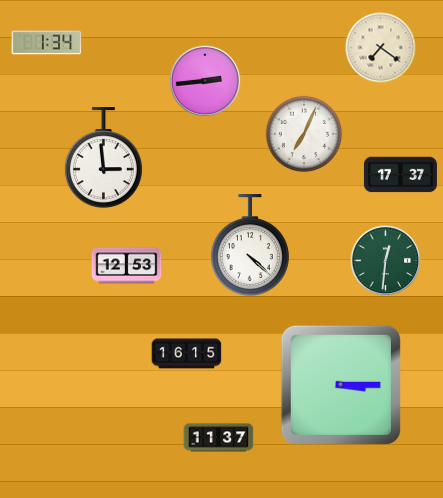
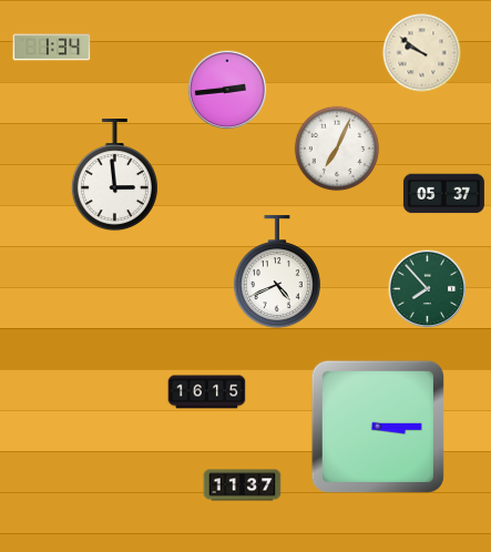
clock at (381, 48): 7:21 -> 9:51
clock at (400, 175): 17:37 -> 05:37
clock at (250, 246): 4:22 -> 4:41
clock at (386, 261): 12:31 -> 7:53
clock at (127, 266): 12:53 -> none
